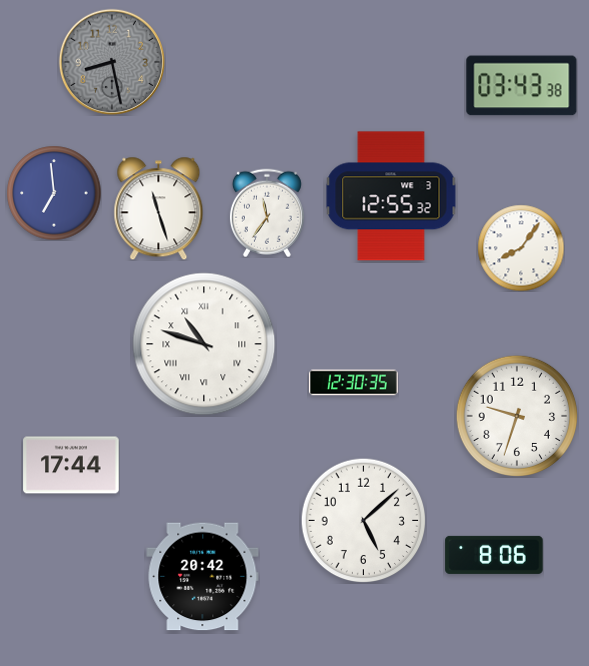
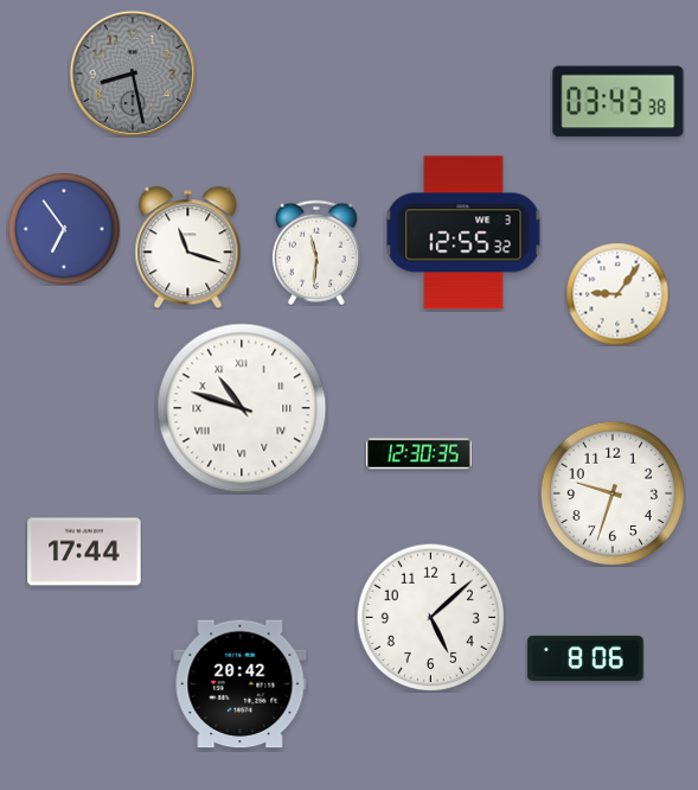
clock at (54, 193): 6:59 -> 6:54
clock at (159, 208): 11:27 -> 11:18
clock at (267, 213): 11:36 -> 11:31
clock at (521, 248): 8:06 -> 9:06
